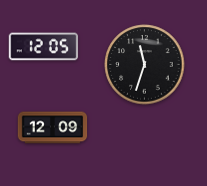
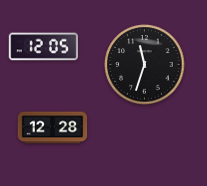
clock at (53, 128): 12:09 -> 12:28
